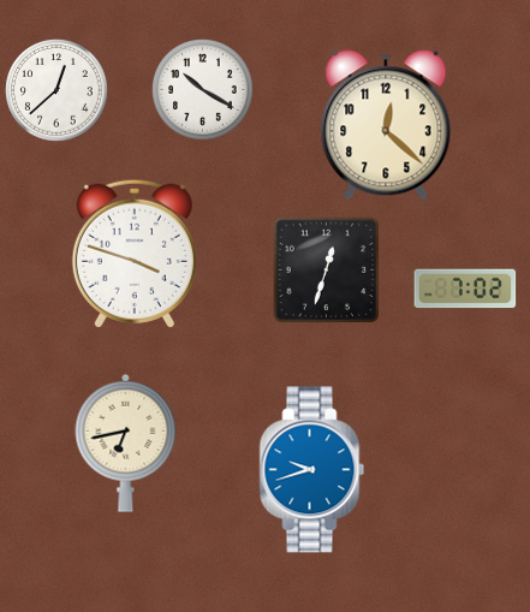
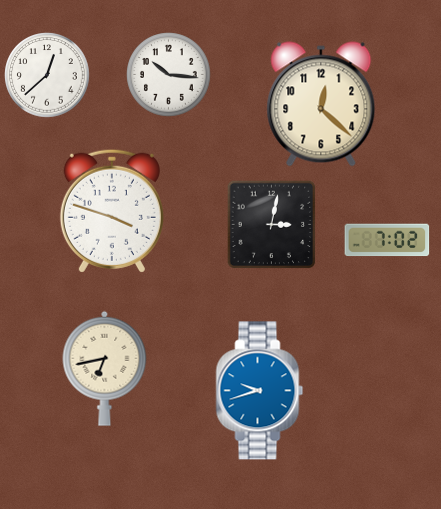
clock at (203, 90): 10:20 -> 10:16
clock at (327, 271): 12:33 -> 3:02
